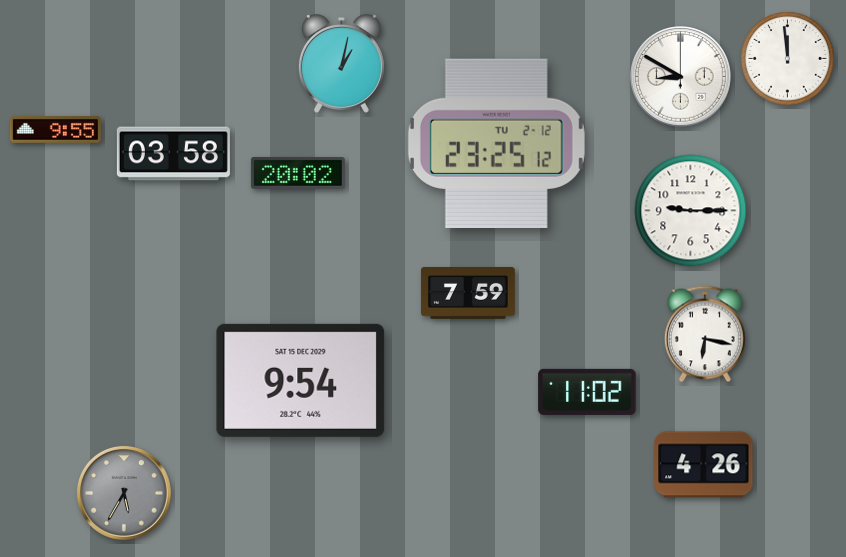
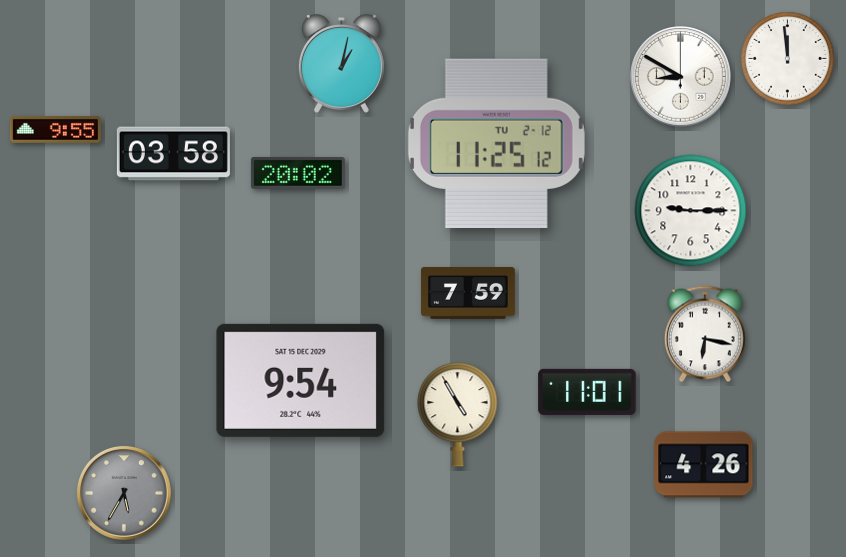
clock at (496, 143): 23:25 -> 11:25
clock at (587, 392): 11:02 -> 11:01
clock at (458, 415): none -> 4:55
